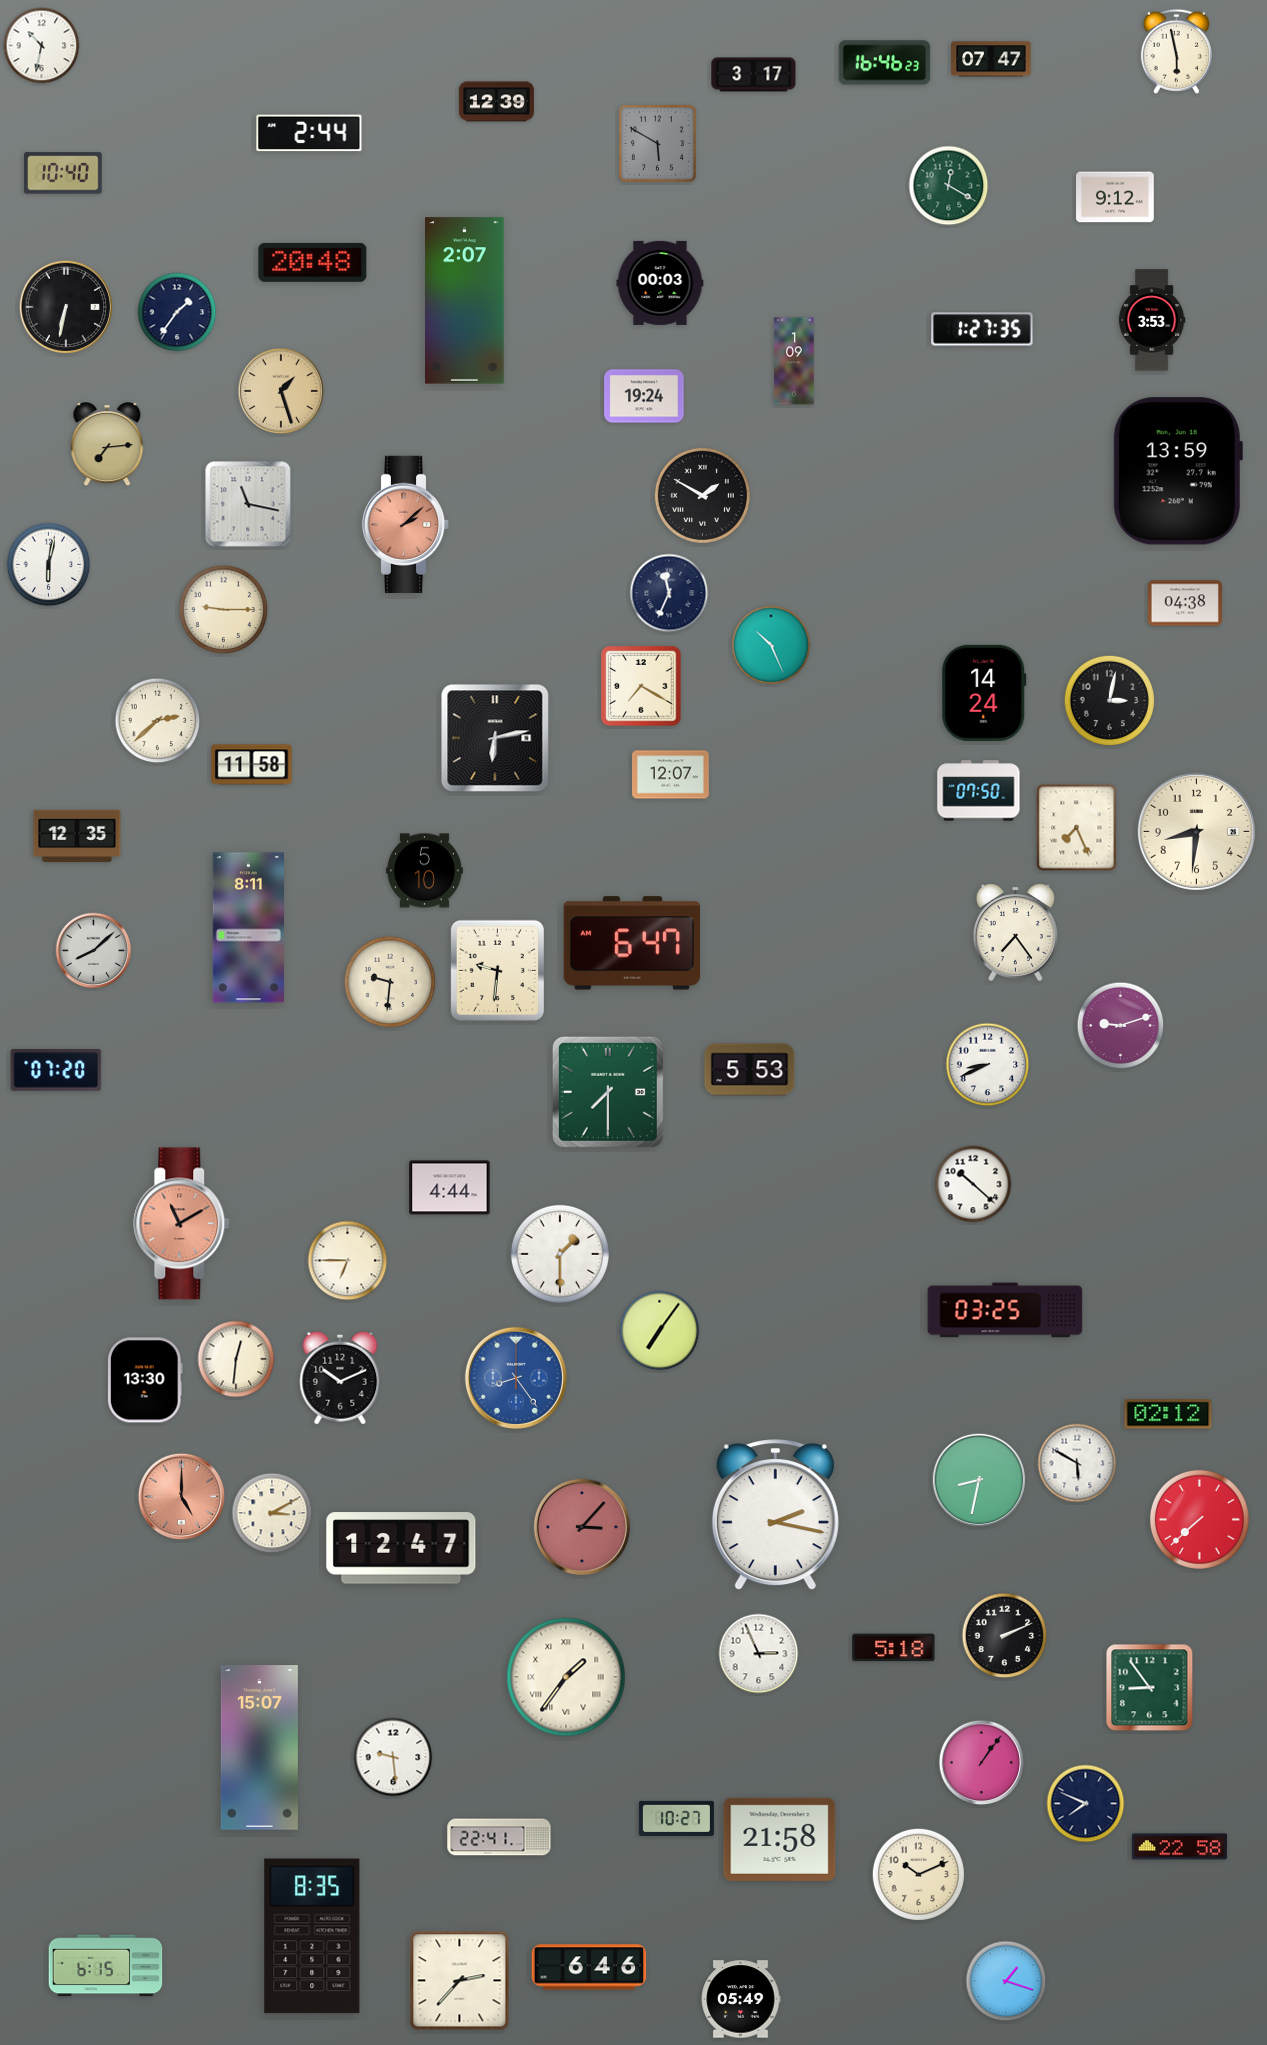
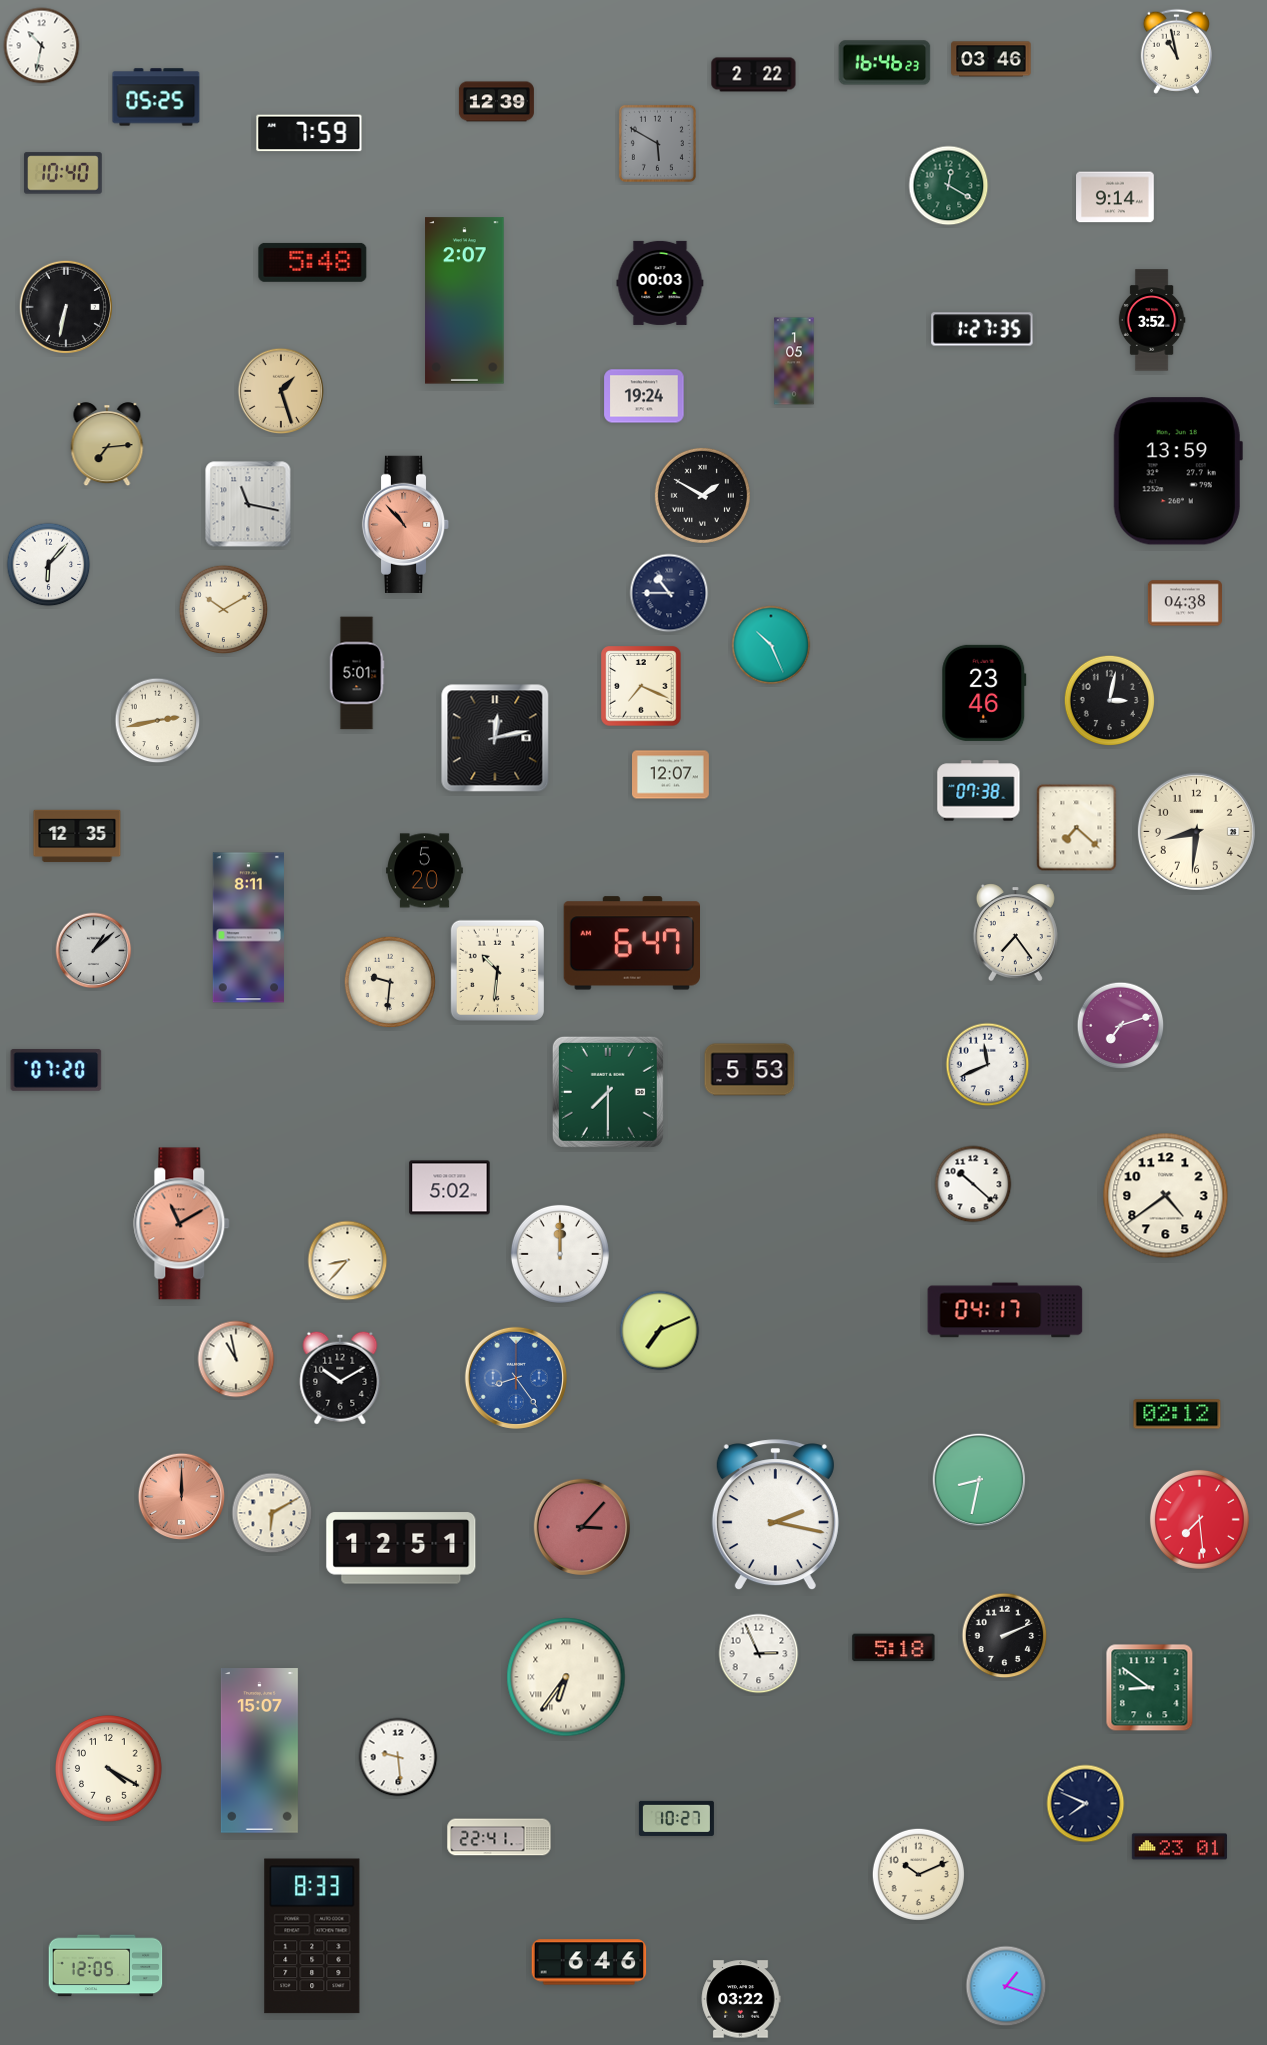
clock at (1176, 51): 5:58 -> 10:58
clock at (991, 59): 07:47 -> 03:46
clock at (754, 75): 3:17 -> 2:22
clock at (156, 97): none -> 05:25
clock at (309, 133): 2:44 -> 7:59
clock at (1115, 197): 9:12 -> 9:14
clock at (313, 262): 20:48 -> 5:48
clock at (177, 312): 1:36 -> none
clock at (1152, 320): 3:53 -> 3:52
clock at (794, 361): 1:09 -> 1:05
clock at (406, 524): 2:08 -> 10:53
clock at (49, 565): 6:02 -> 6:07
clock at (669, 593): 11:34 -> 10:45
clock at (224, 610): 9:15 -> 10:10
clock at (357, 673): none -> 5:01
clock at (641, 686): 7:20 -> 7:19
clock at (984, 693): 14:24 -> 23:46
clock at (158, 721): 2:38 -> 2:43
clock at (495, 738): 6:13 -> 12:13
clock at (252, 765): 11:58 -> none
clock at (979, 791): 07:50 -> 07:38
clock at (1077, 828): 7:26 -> 7:22
clock at (425, 871): 5:10 -> 5:20
clock at (94, 951): 8:08 -> 1:08
clock at (497, 970): 9:31 -> 10:31
clock at (1121, 1026): 9:12 -> 7:12
clock at (988, 1065): 8:41 -> 11:41
clock at (450, 1188): 4:44 -> 5:02
clock at (1166, 1196): none -> 4:39
clock at (560, 1254): 1:30 -> 12:00
clock at (348, 1261): 6:45 -> 8:37
clock at (1005, 1310): 03:25 -> 04:17
clock at (660, 1331): 7:06 -> 7:11
clock at (236, 1359): 12:31 -> 10:58
clock at (340, 1378): 10:11 -> 10:10
clock at (145, 1380): 13:30 -> none
clock at (1168, 1414) position: (1168, 1414) -> (1177, 1414)
clock at (1077, 1463): 5:50 -> none
clock at (182, 1497): 5:00 -> 12:00
clock at (272, 1513): 3:10 -> 6:10
clock at (1199, 1519): 7:38 -> 7:29
clock at (401, 1548): 12:47 -> 12:51
clock at (566, 1677): 1:36 -> 6:36
clock at (1150, 1688): 8:54 -> 8:51
clock at (259, 1748) position: (259, 1748) -> (259, 1751)
clock at (393, 1757) position: (393, 1757) -> (398, 1757)
clock at (982, 1763): 1:06 -> none
clock at (109, 1769): none -> 4:20
clock at (780, 1839): 21:58 -> none
clock at (1179, 1847): 22:58 -> 23:01
clock at (312, 1936): 8:35 -> 8:33
clock at (106, 1966): 6:15 -> 12:05
clock at (589, 1967) position: (589, 1967) -> (589, 1962)
clock at (460, 1981): 2:37 -> none
clock at (1006, 1981) position: (1006, 1981) -> (1006, 1986)
clock at (741, 1999): 05:49 -> 03:22
